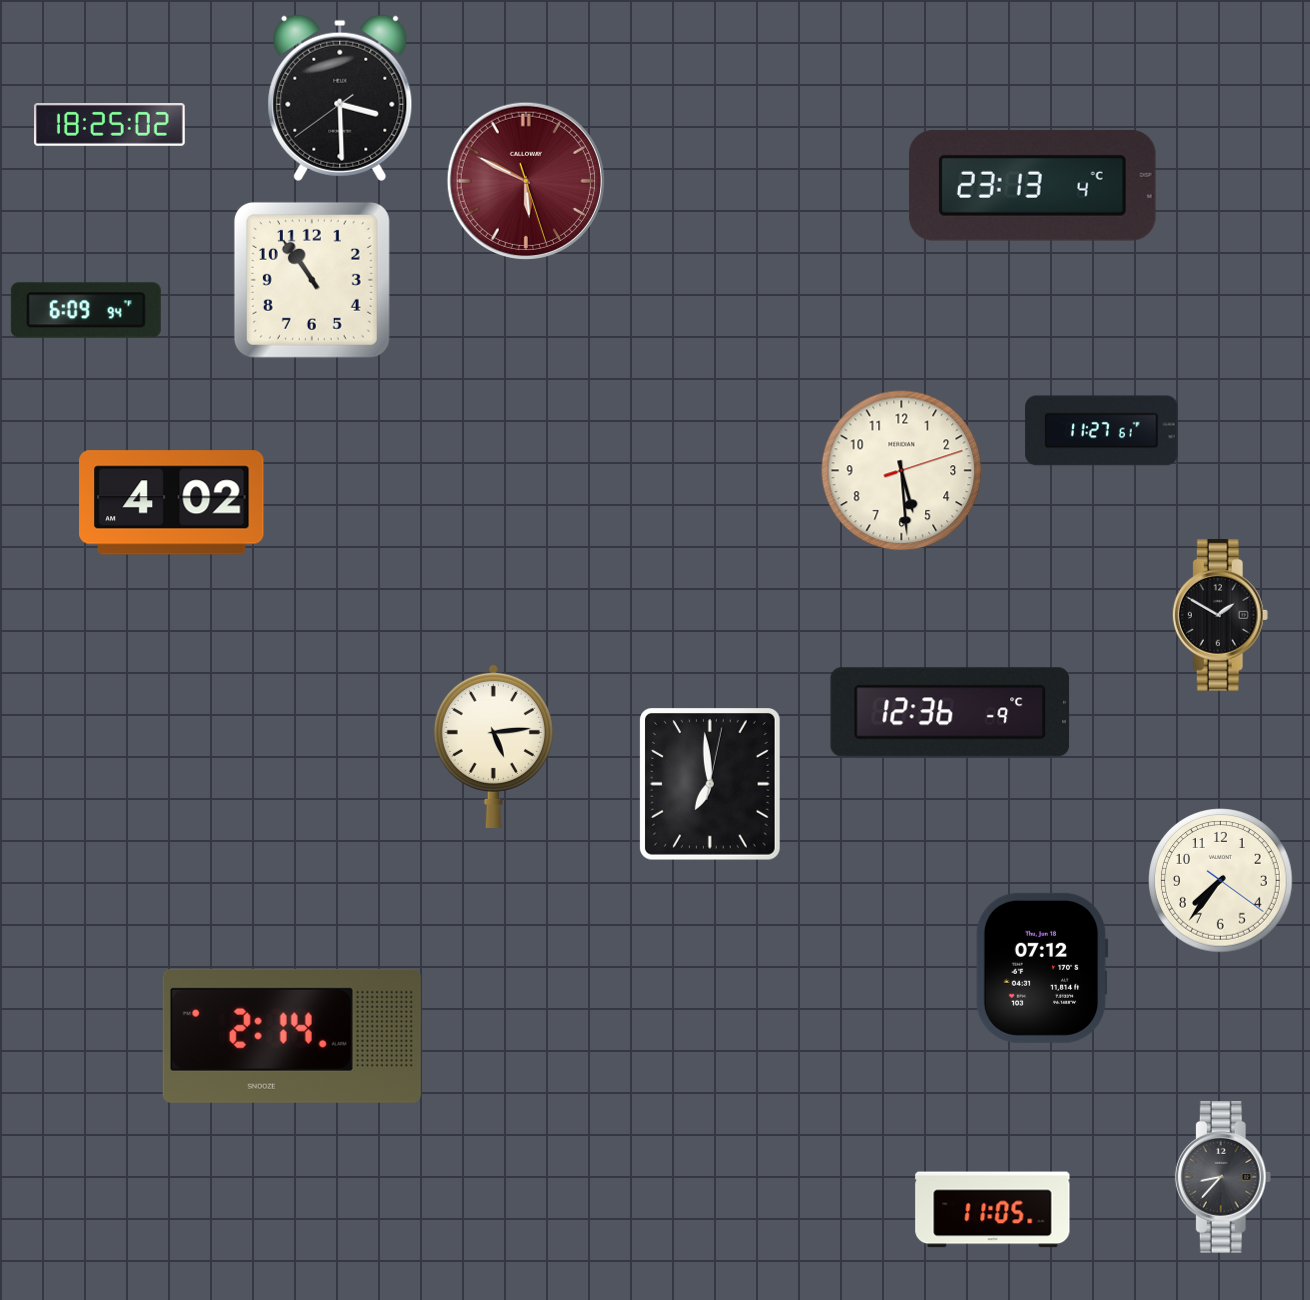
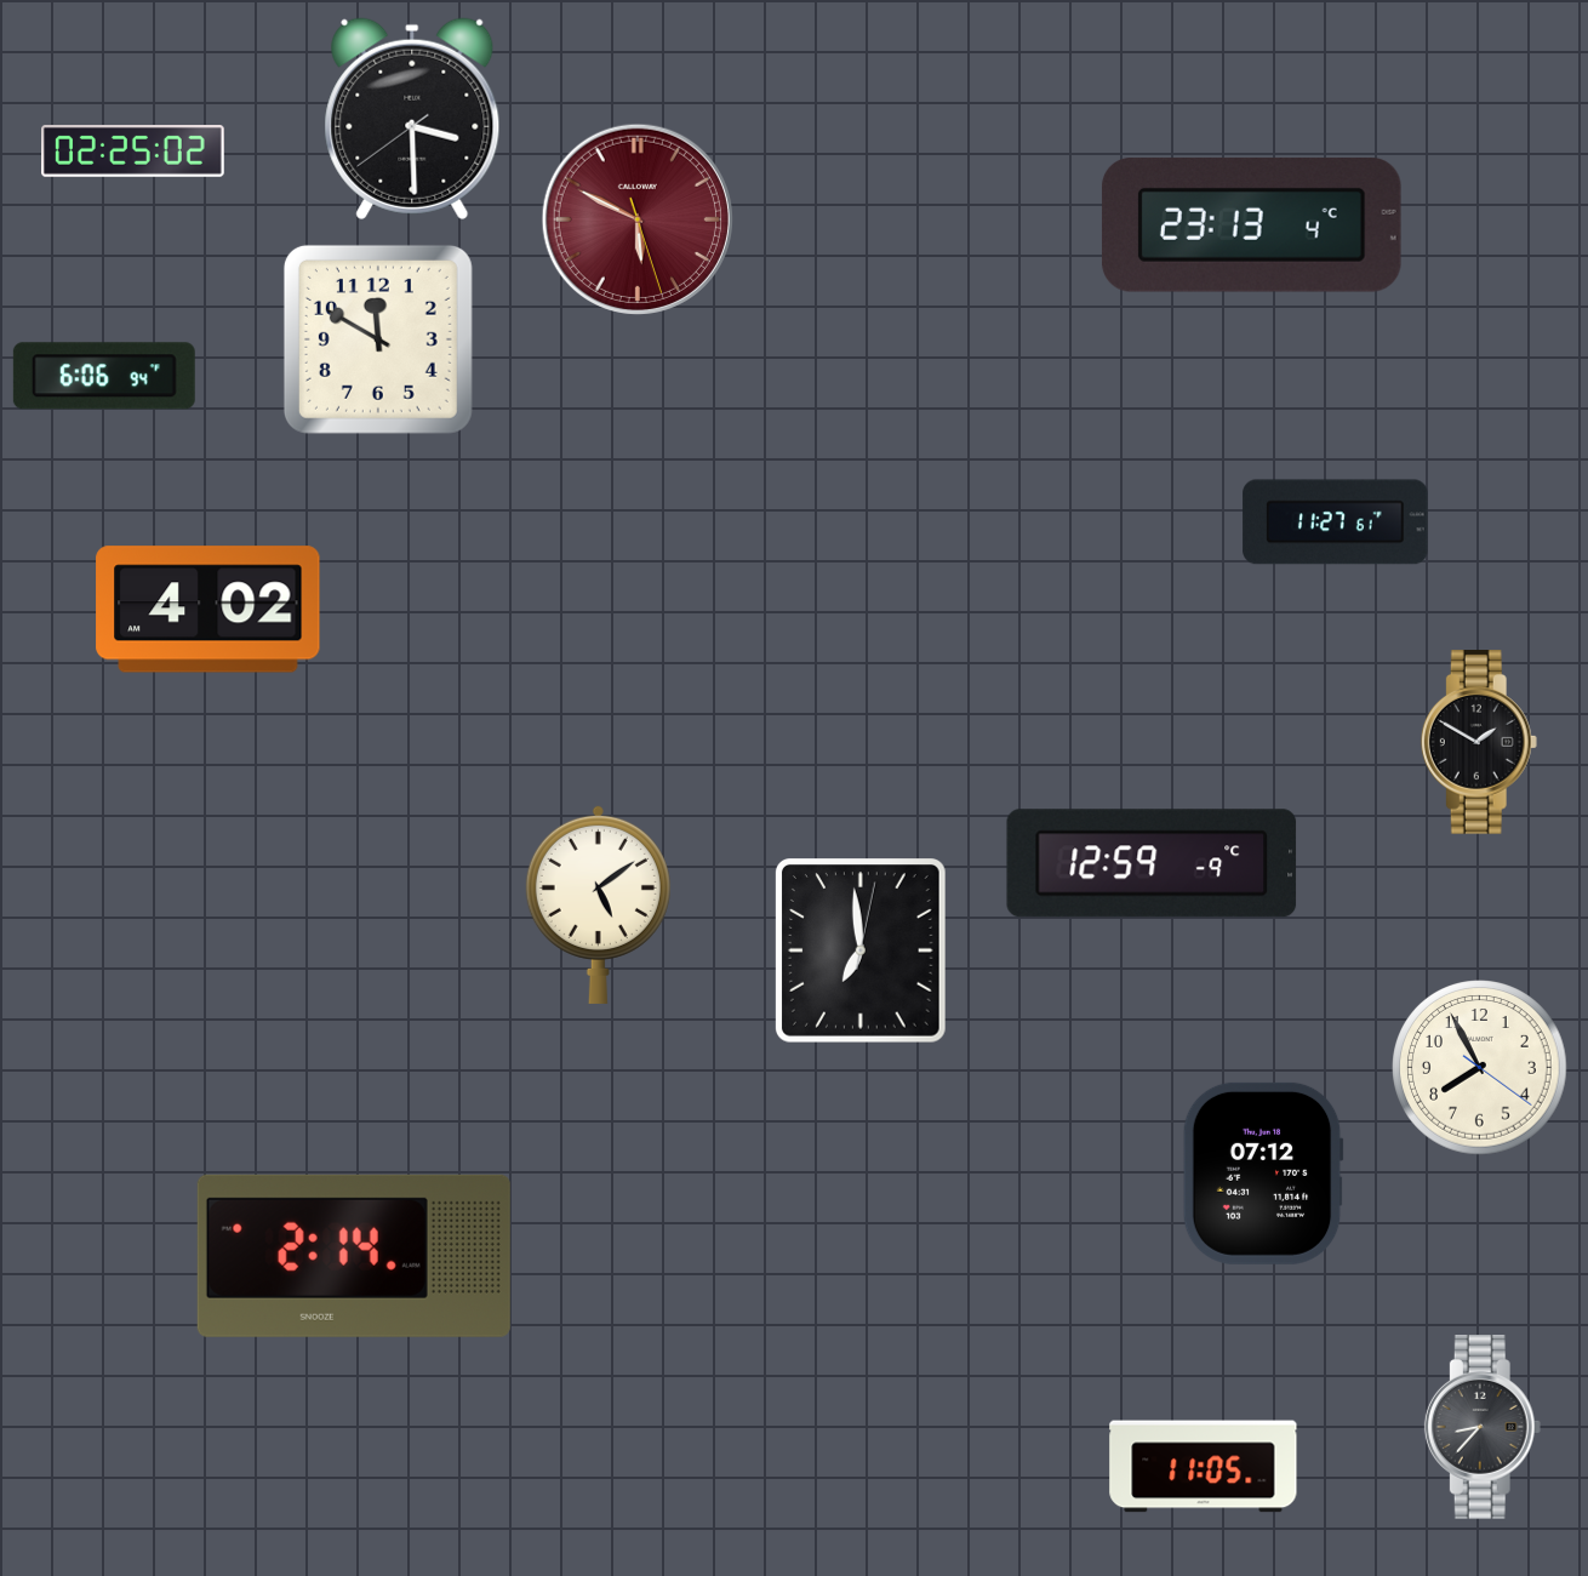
clock at (110, 125): 18:25 -> 02:25
clock at (312, 280): 10:54 -> 11:50
clock at (86, 310): 6:09 -> 6:06
clock at (902, 471): 5:29 -> none
clock at (1220, 615) position: (1220, 615) -> (1479, 742)
clock at (950, 712): 12:36 -> 12:59
clock at (493, 746): 5:14 -> 5:09
clock at (1221, 881): 7:36 -> 7:55
